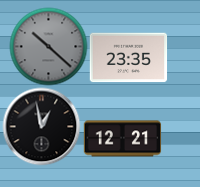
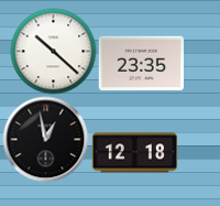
clock at (48, 46) dial: grey -> white
clock at (122, 139): 12:21 -> 12:18
